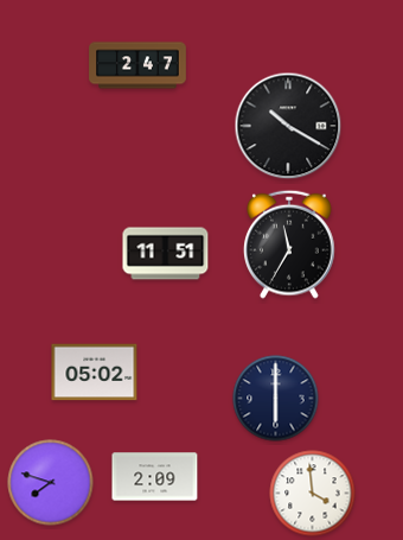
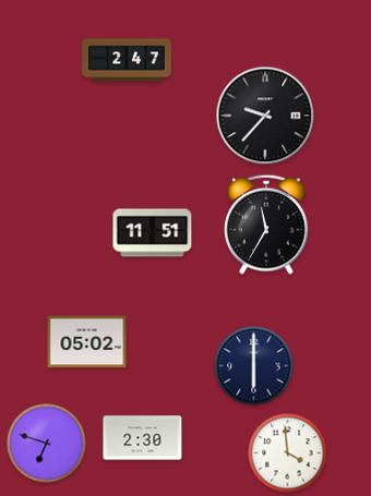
clock at (288, 126): 10:20 -> 9:37
clock at (155, 477): 2:09 -> 2:30
clock at (51, 483): 7:48 -> 6:48
